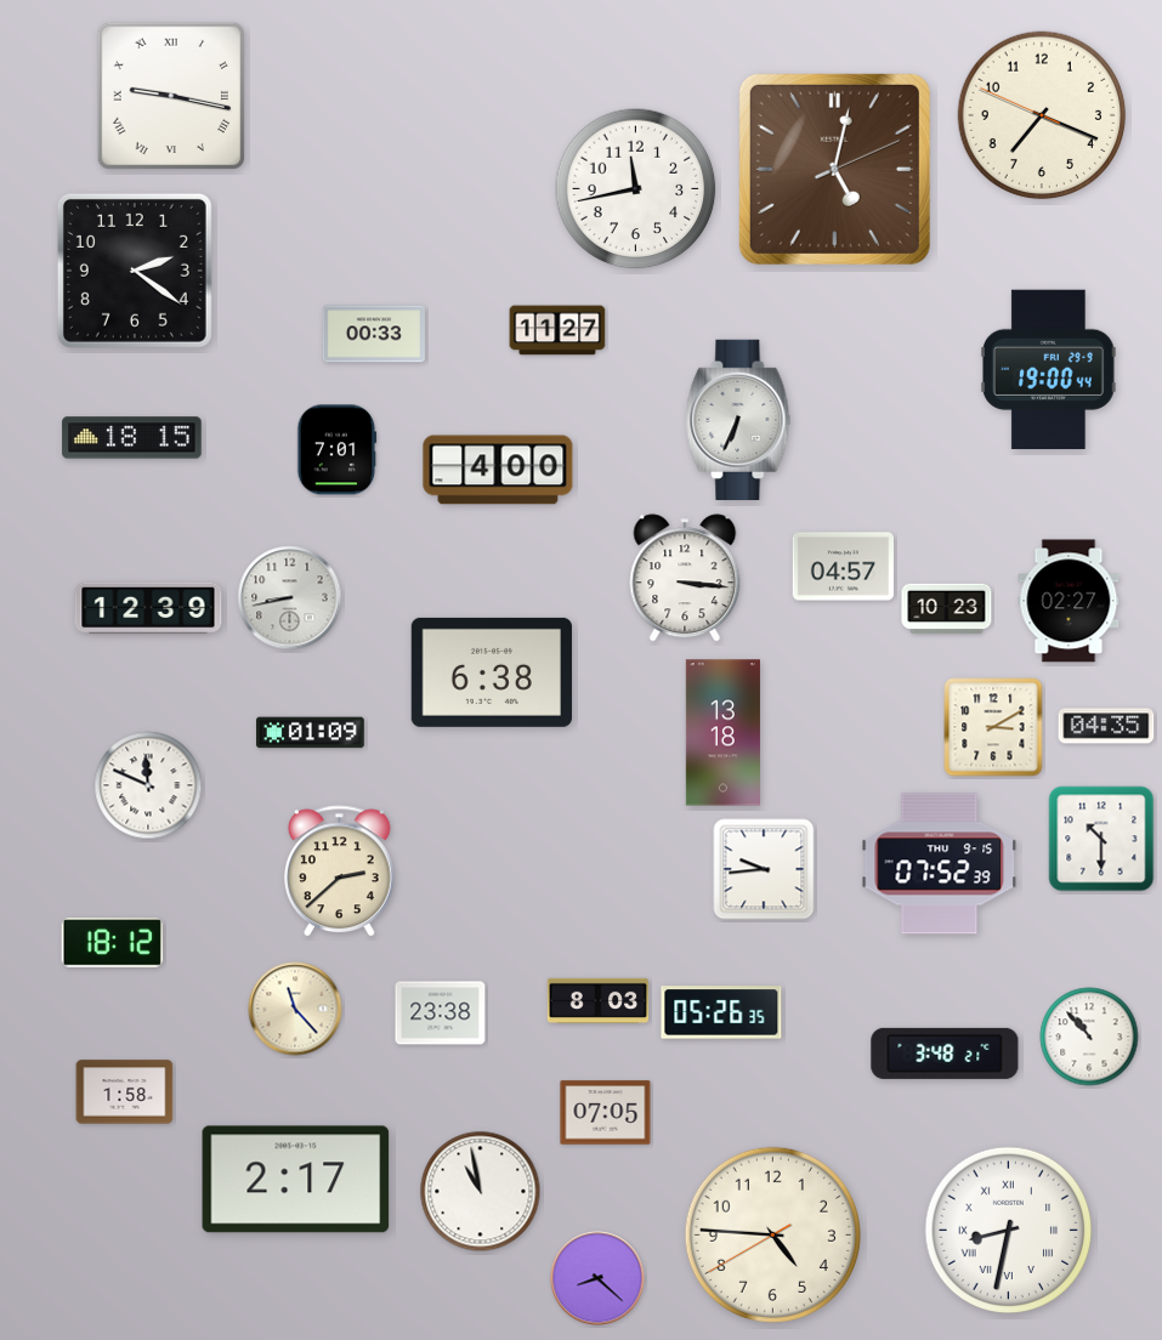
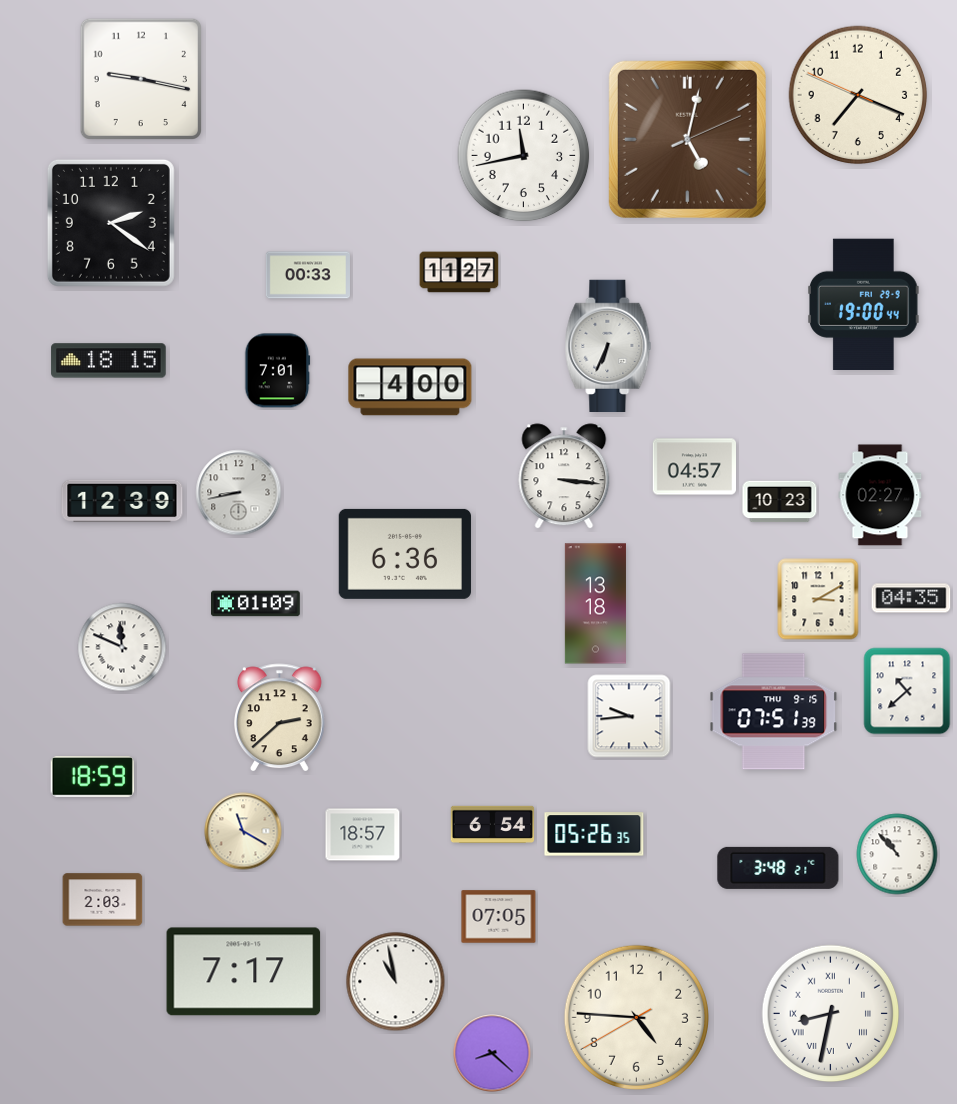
clock at (171, 96) numerals: Roman -> Arabic
clock at (492, 672): 6:38 -> 6:36
clock at (1101, 839): 10:30 -> 10:38
clock at (940, 864): 07:52 -> 07:51
clock at (112, 943): 18:12 -> 18:59
clock at (599, 1000): 8:03 -> 6:54
clock at (295, 1009): 11:23 -> 11:20
clock at (441, 1013): 23:38 -> 18:57
clock at (125, 1092): 1:58 -> 2:03
clock at (296, 1180): 2:17 -> 7:17
